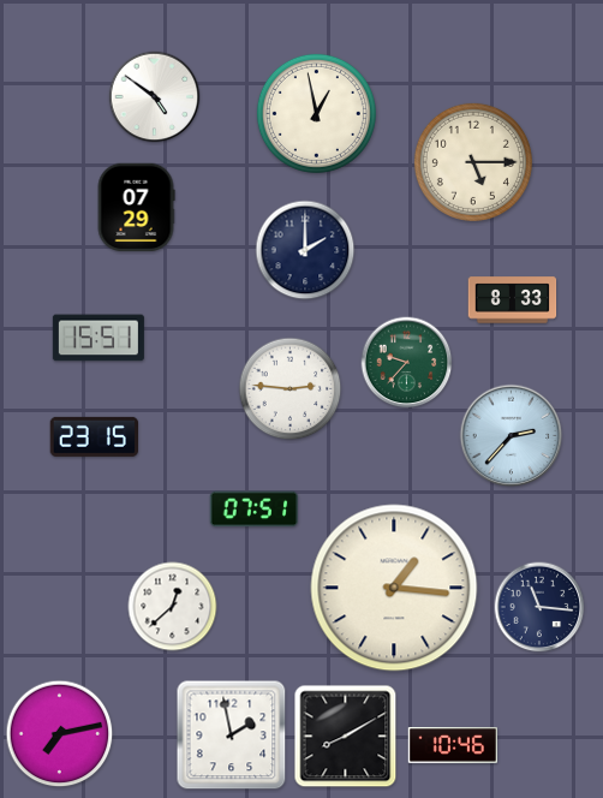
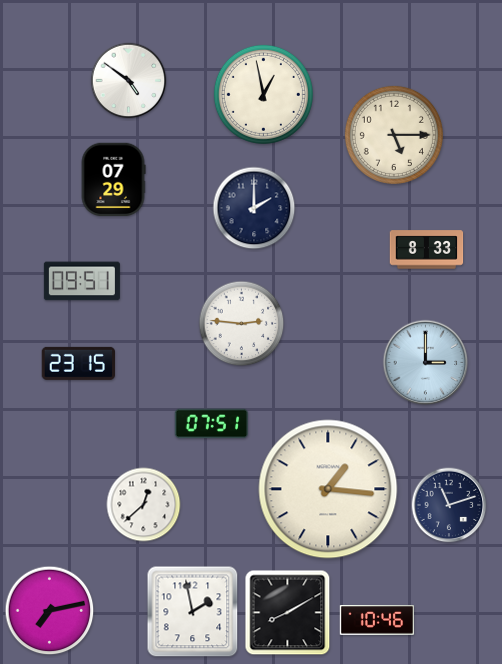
clock at (136, 208) position: (136, 208) -> (113, 180)
clock at (98, 338): 15:51 -> 09:51
clock at (407, 363): 9:37 -> none
clock at (512, 436): 2:37 -> 3:00
clock at (539, 607): 11:16 -> 11:12
